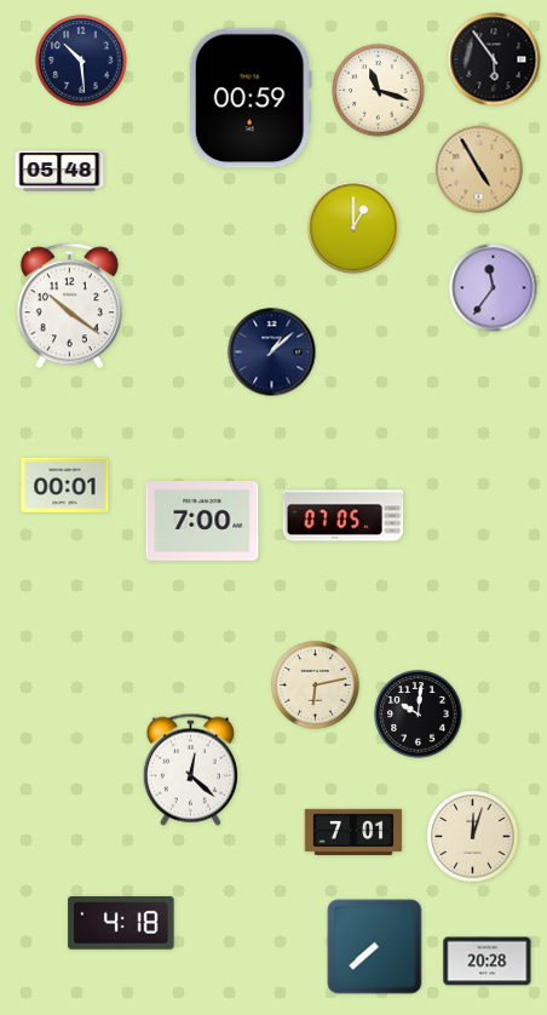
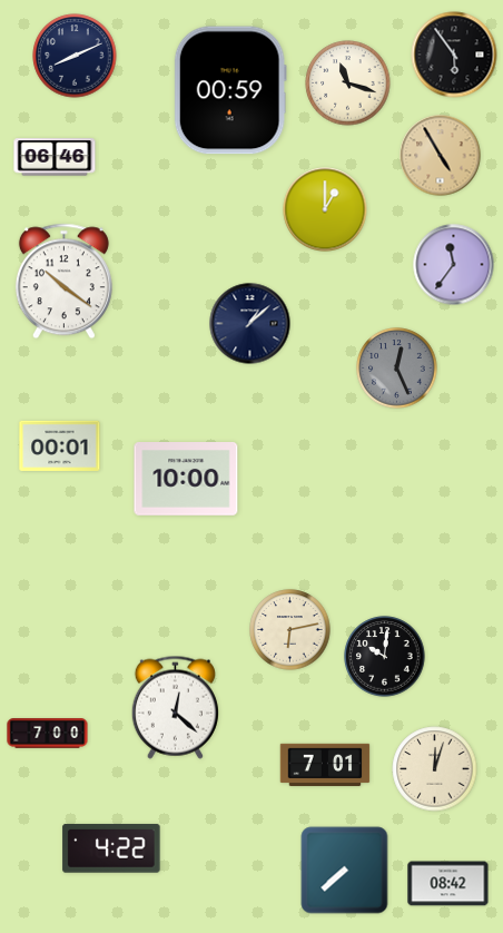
clock at (81, 61): 10:29 -> 8:11
clock at (59, 171): 05:48 -> 06:46
clock at (397, 369): none -> 12:26
clock at (344, 516): 07:05 -> none
clock at (202, 522): 7:00 -> 10:00
clock at (48, 734): none -> 7:00
clock at (121, 923): 4:18 -> 4:22
clock at (488, 962): 20:28 -> 08:42
